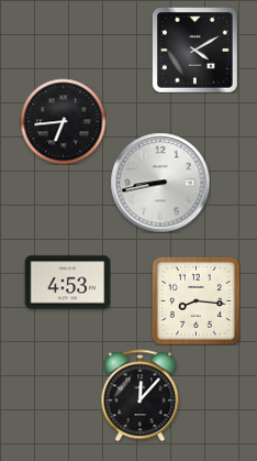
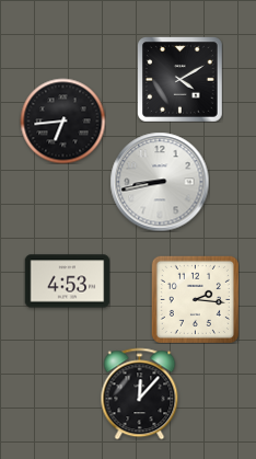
clock at (195, 51) position: (195, 51) -> (181, 80)
clock at (195, 300): 8:16 -> 2:16
